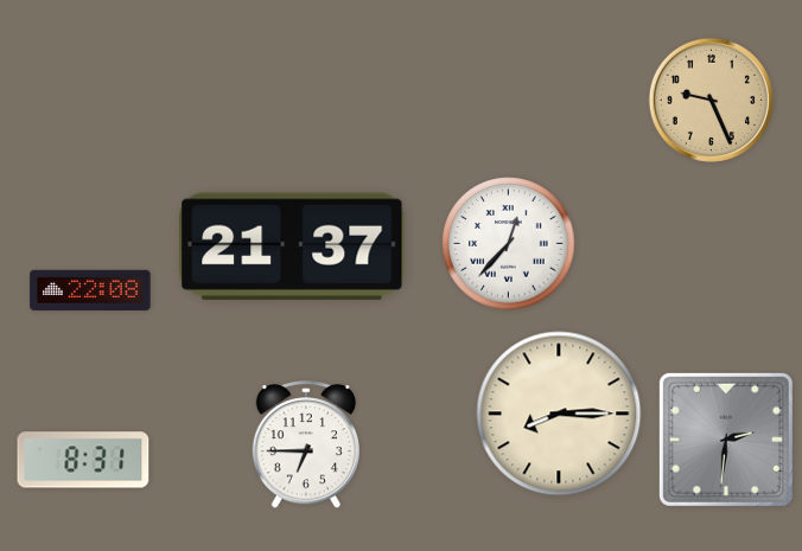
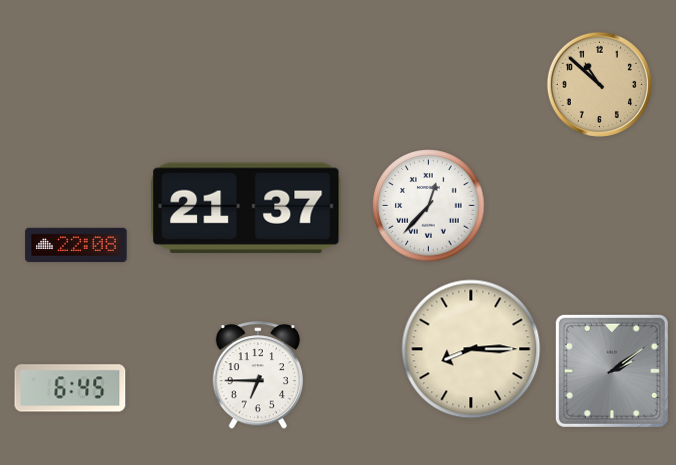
clock at (711, 100): 9:26 -> 10:52
clock at (726, 440): 2:31 -> 2:09
clock at (83, 460): 8:31 -> 6:45
